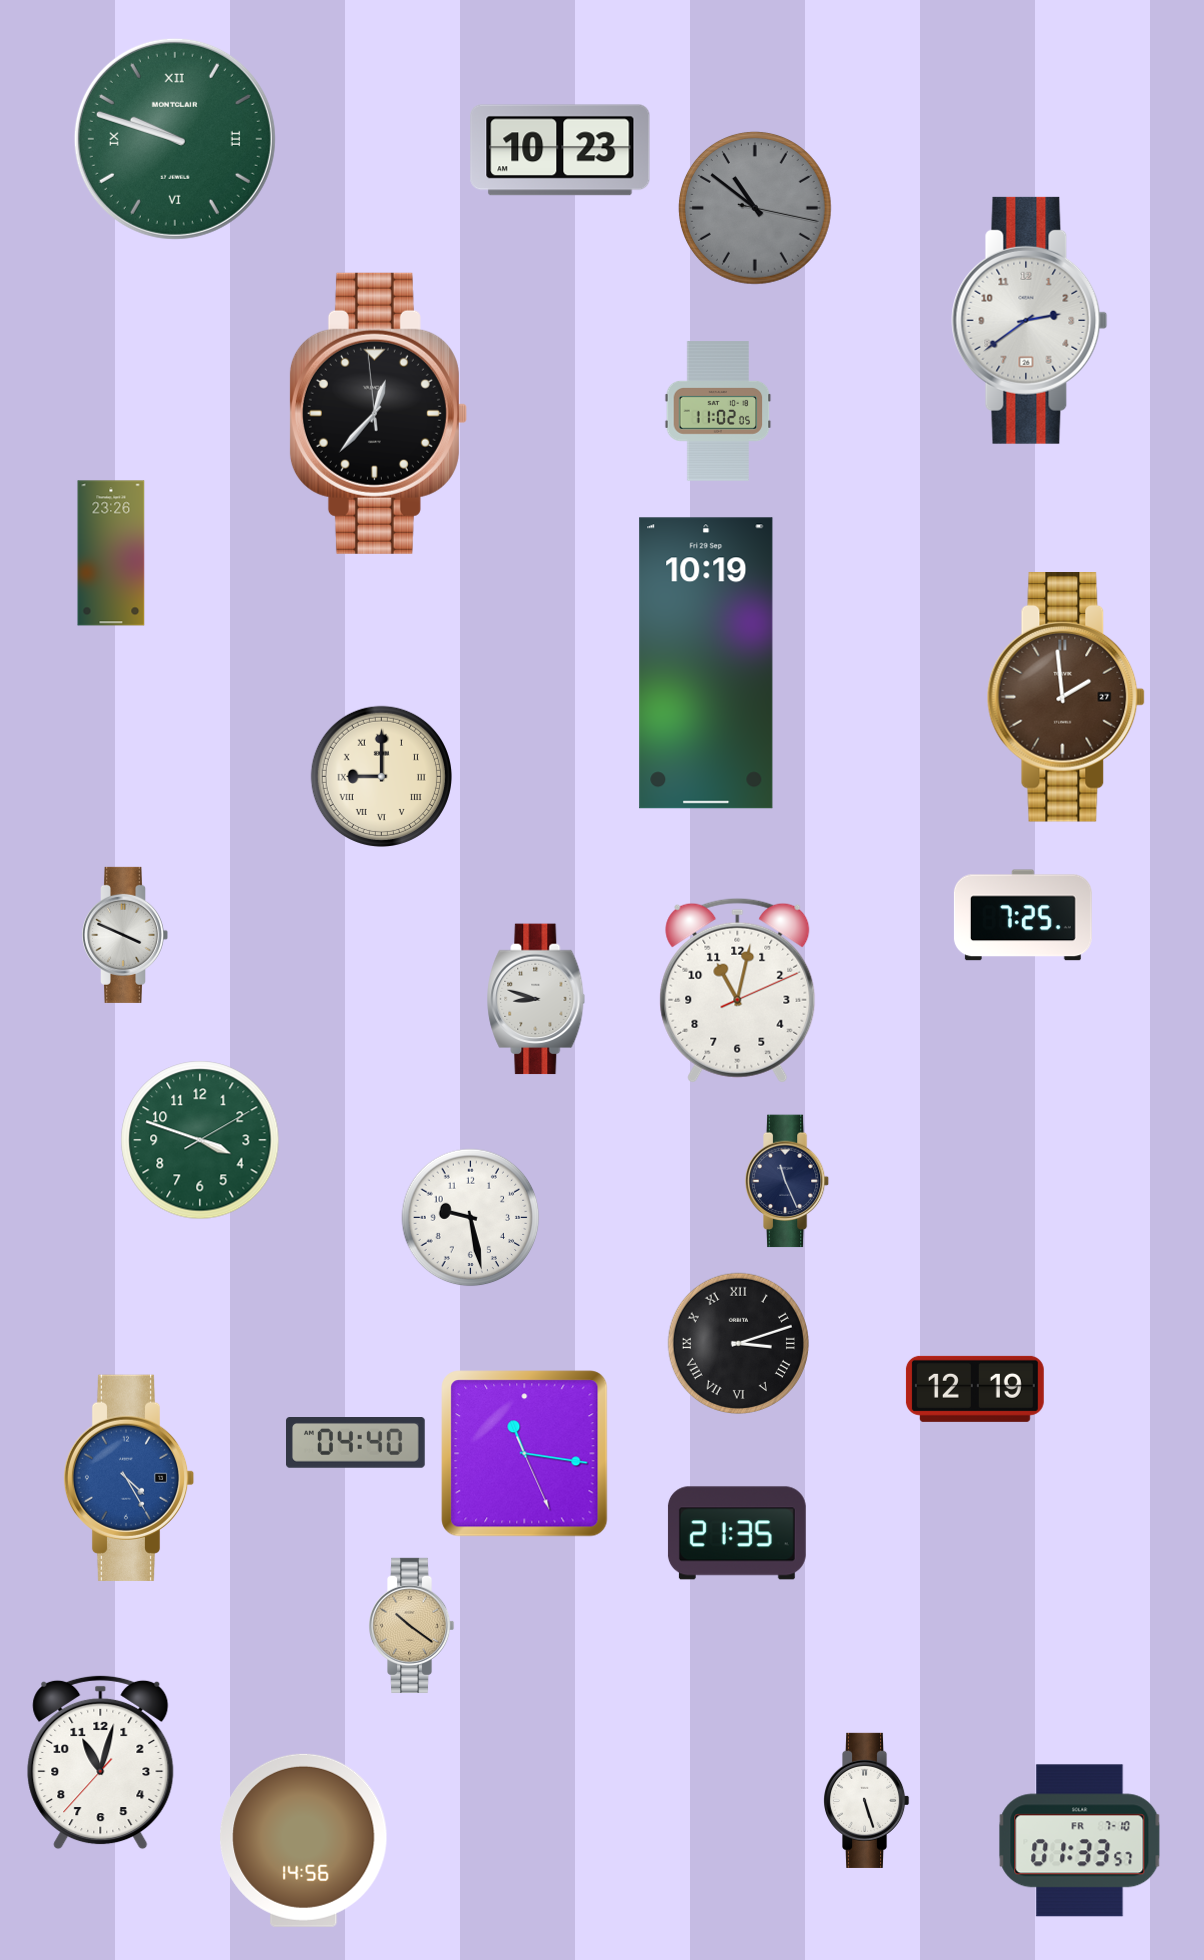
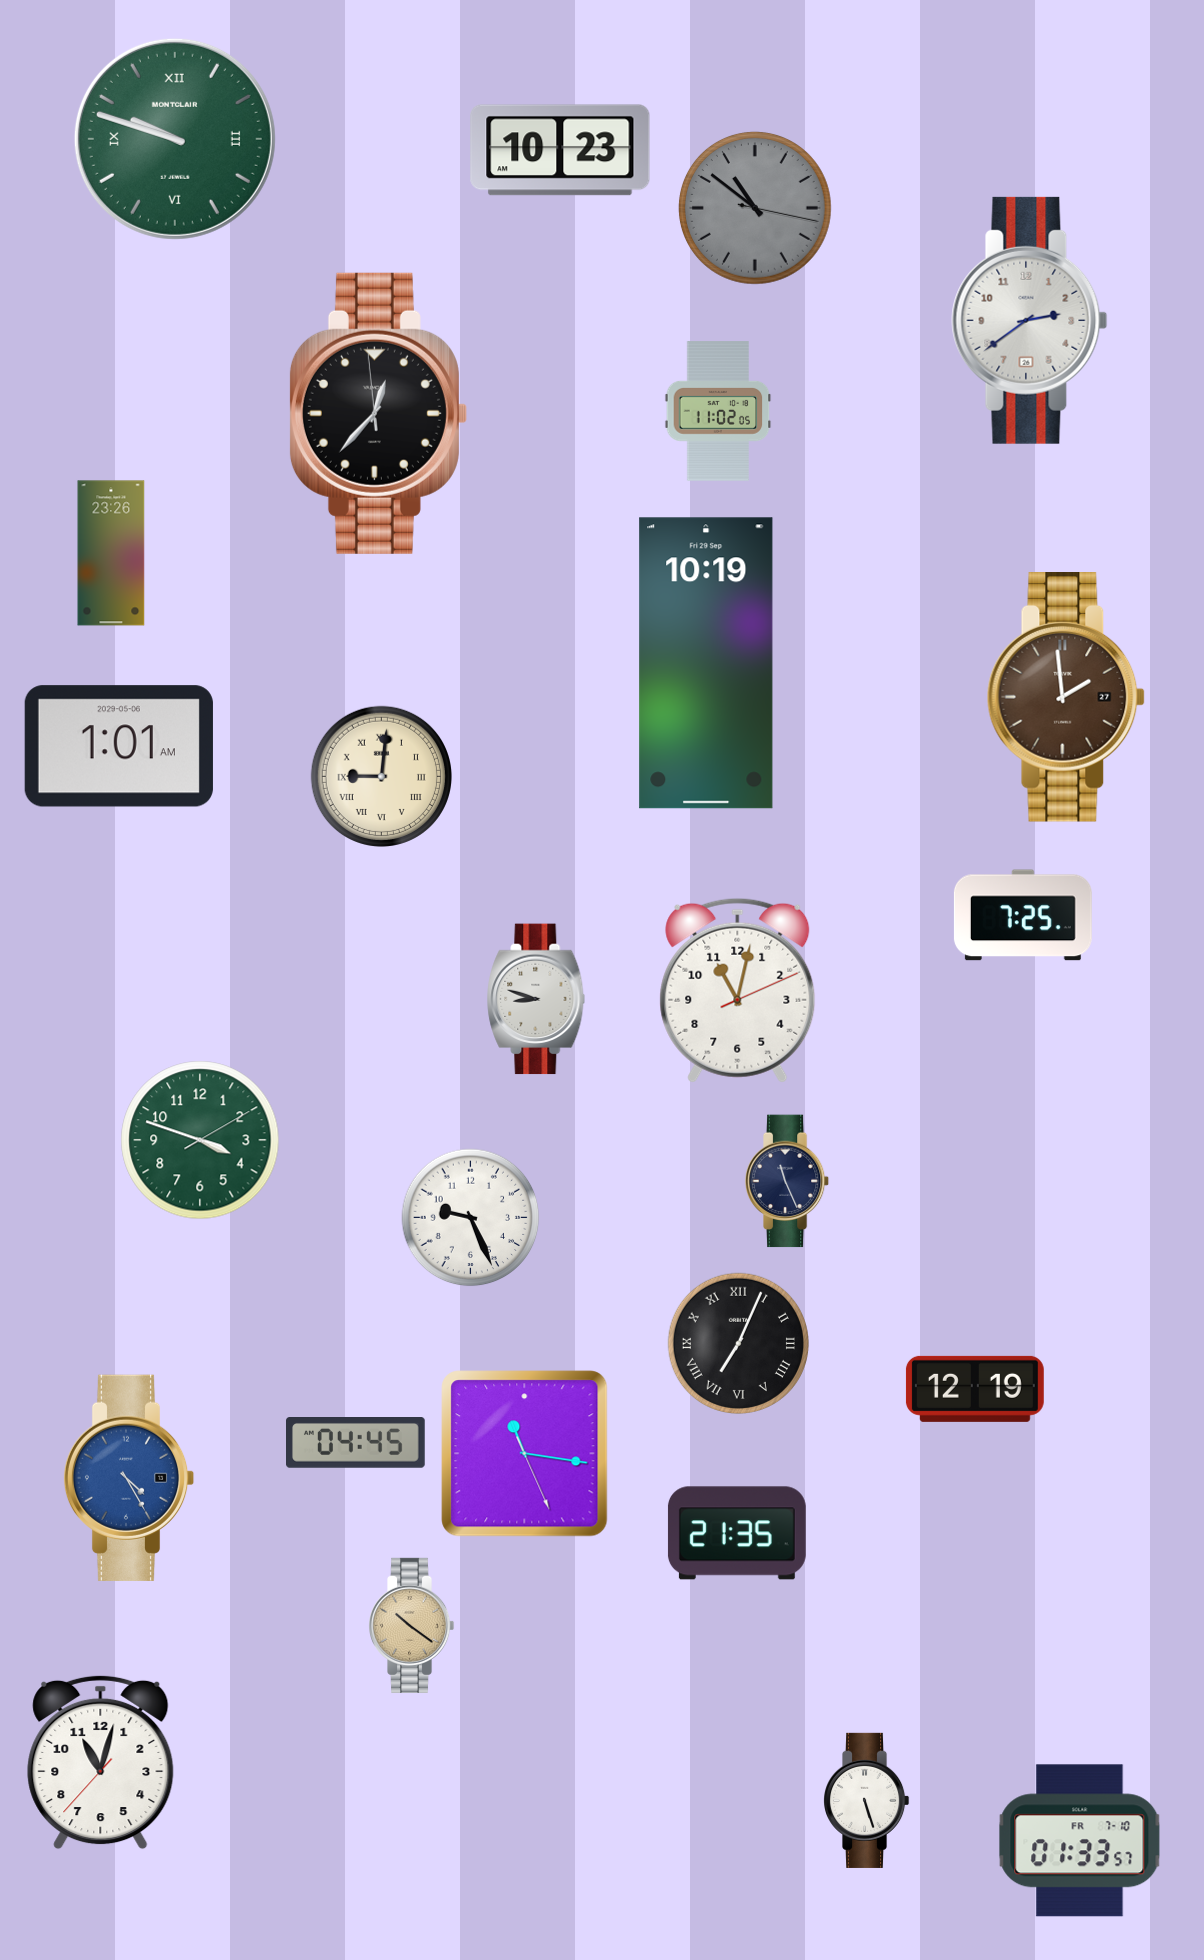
clock at (119, 746): none -> 1:01
clock at (381, 776): 9:00 -> 9:01
clock at (125, 935): 3:49 -> none
clock at (471, 1218): 9:28 -> 9:26
clock at (738, 1343): 3:12 -> 7:04
clock at (356, 1443): 04:40 -> 04:45
clock at (304, 1840): 14:56 -> none
